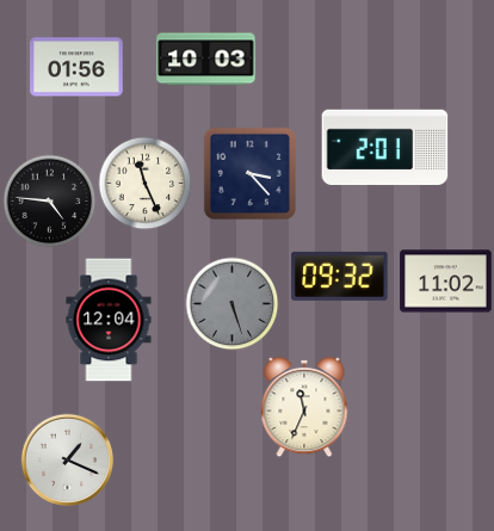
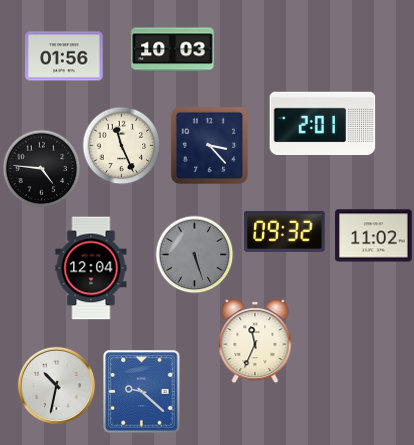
clock at (144, 183) position: (144, 183) -> (121, 145)
clock at (67, 459): 1:19 -> 10:32
clock at (142, 392): none -> 9:22
